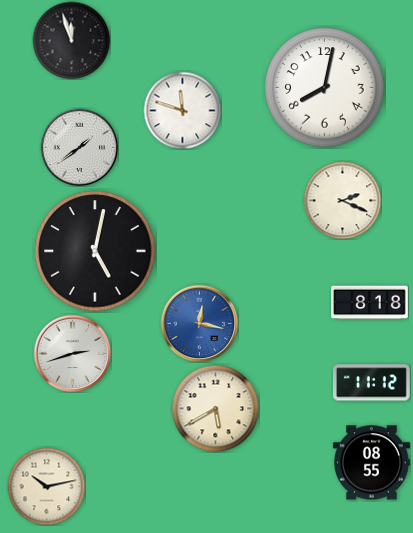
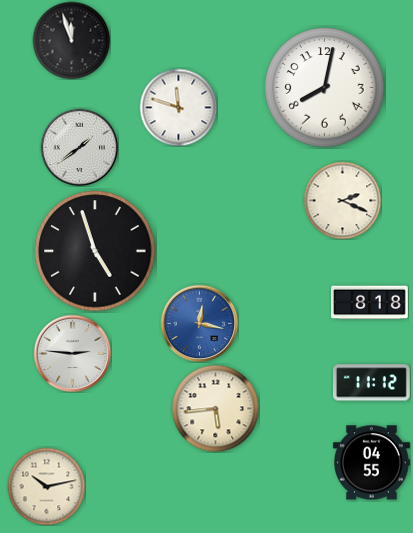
clock at (182, 110) position: (182, 110) -> (178, 107)
clock at (95, 251): 5:02 -> 4:57
clock at (72, 353): 2:42 -> 2:46
clock at (215, 408): 5:40 -> 5:44
clock at (372, 463): 08:55 -> 04:55
